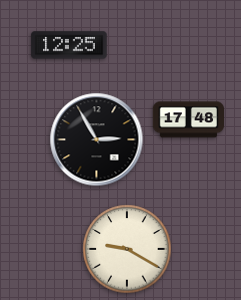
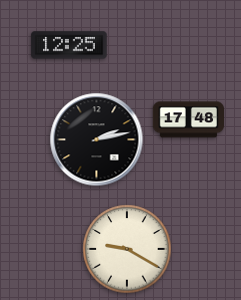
clock at (97, 140): 2:55 -> 2:13
